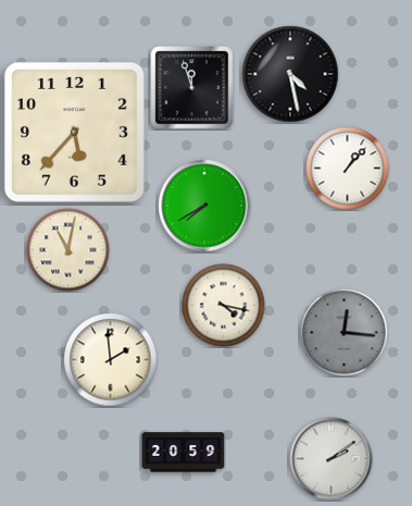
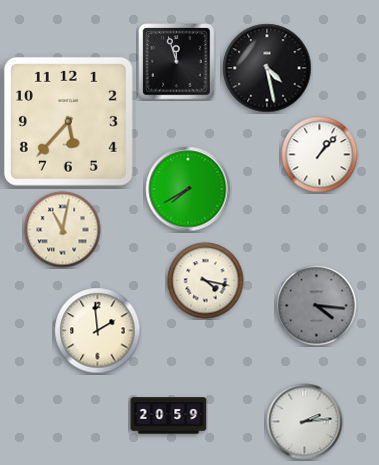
clock at (192, 88) position: (192, 88) -> (177, 62)
clock at (345, 333): 12:16 -> 4:16
clock at (111, 360) position: (111, 360) -> (98, 331)
clock at (332, 459): 2:09 -> 2:14
